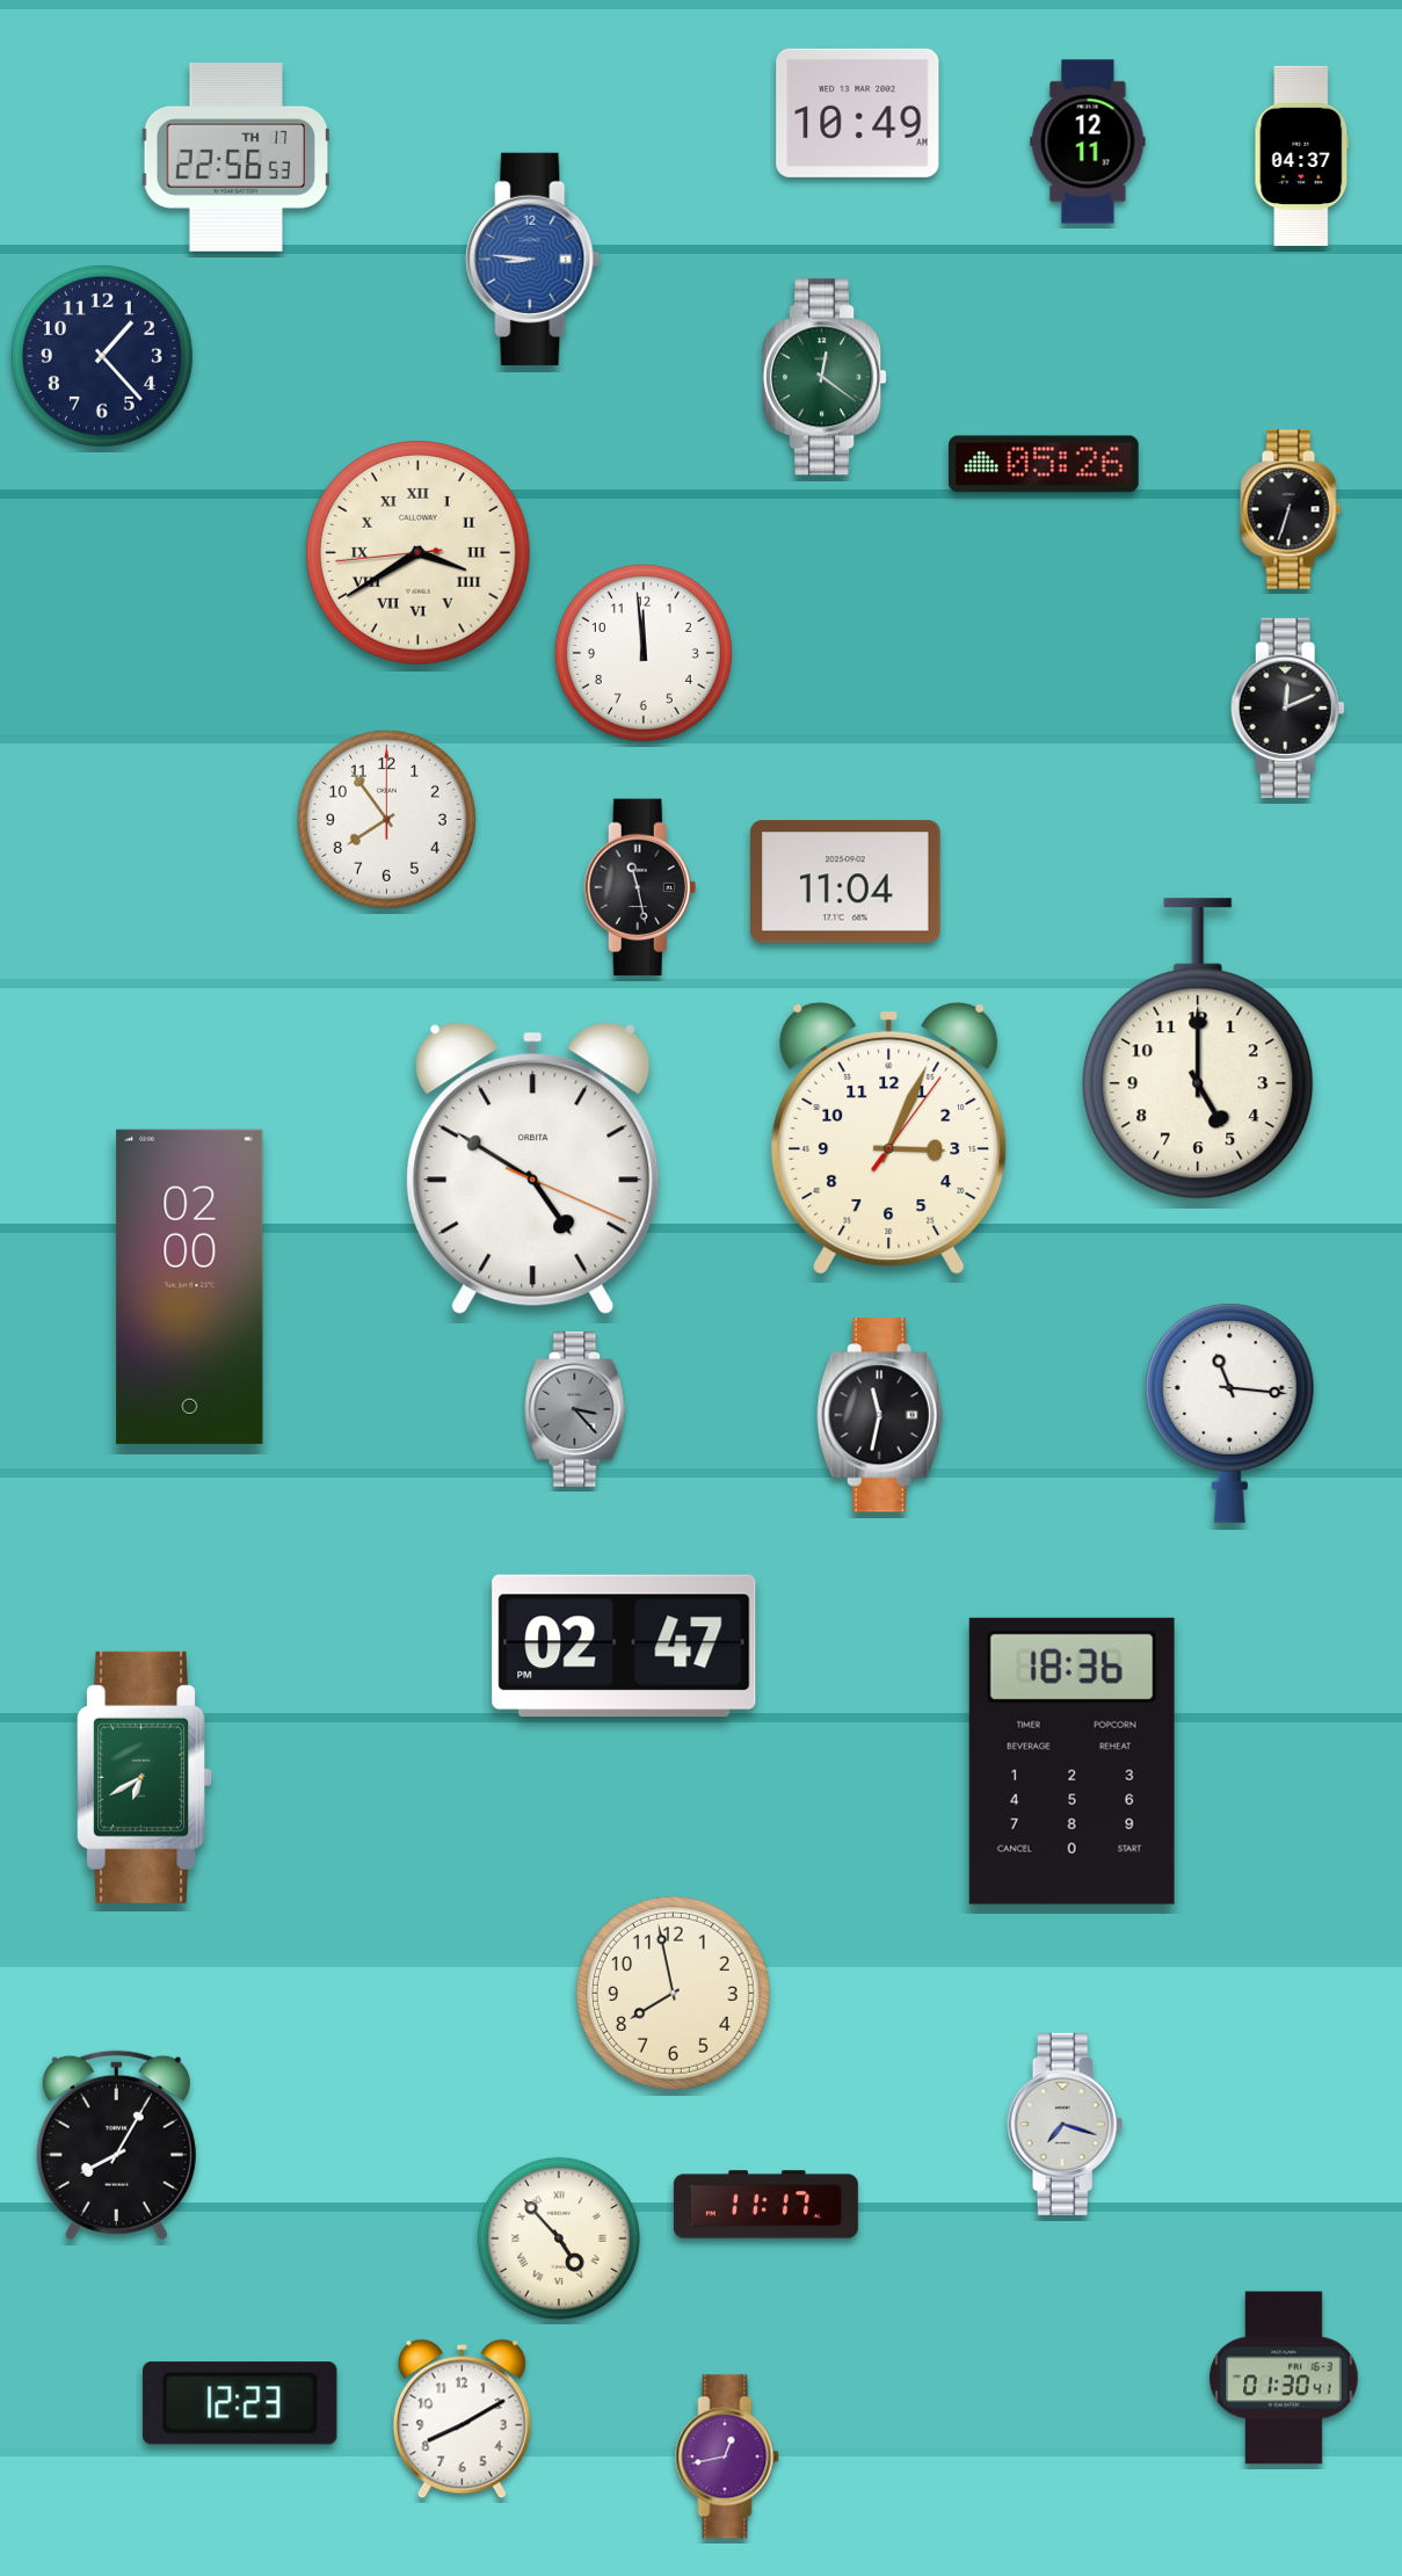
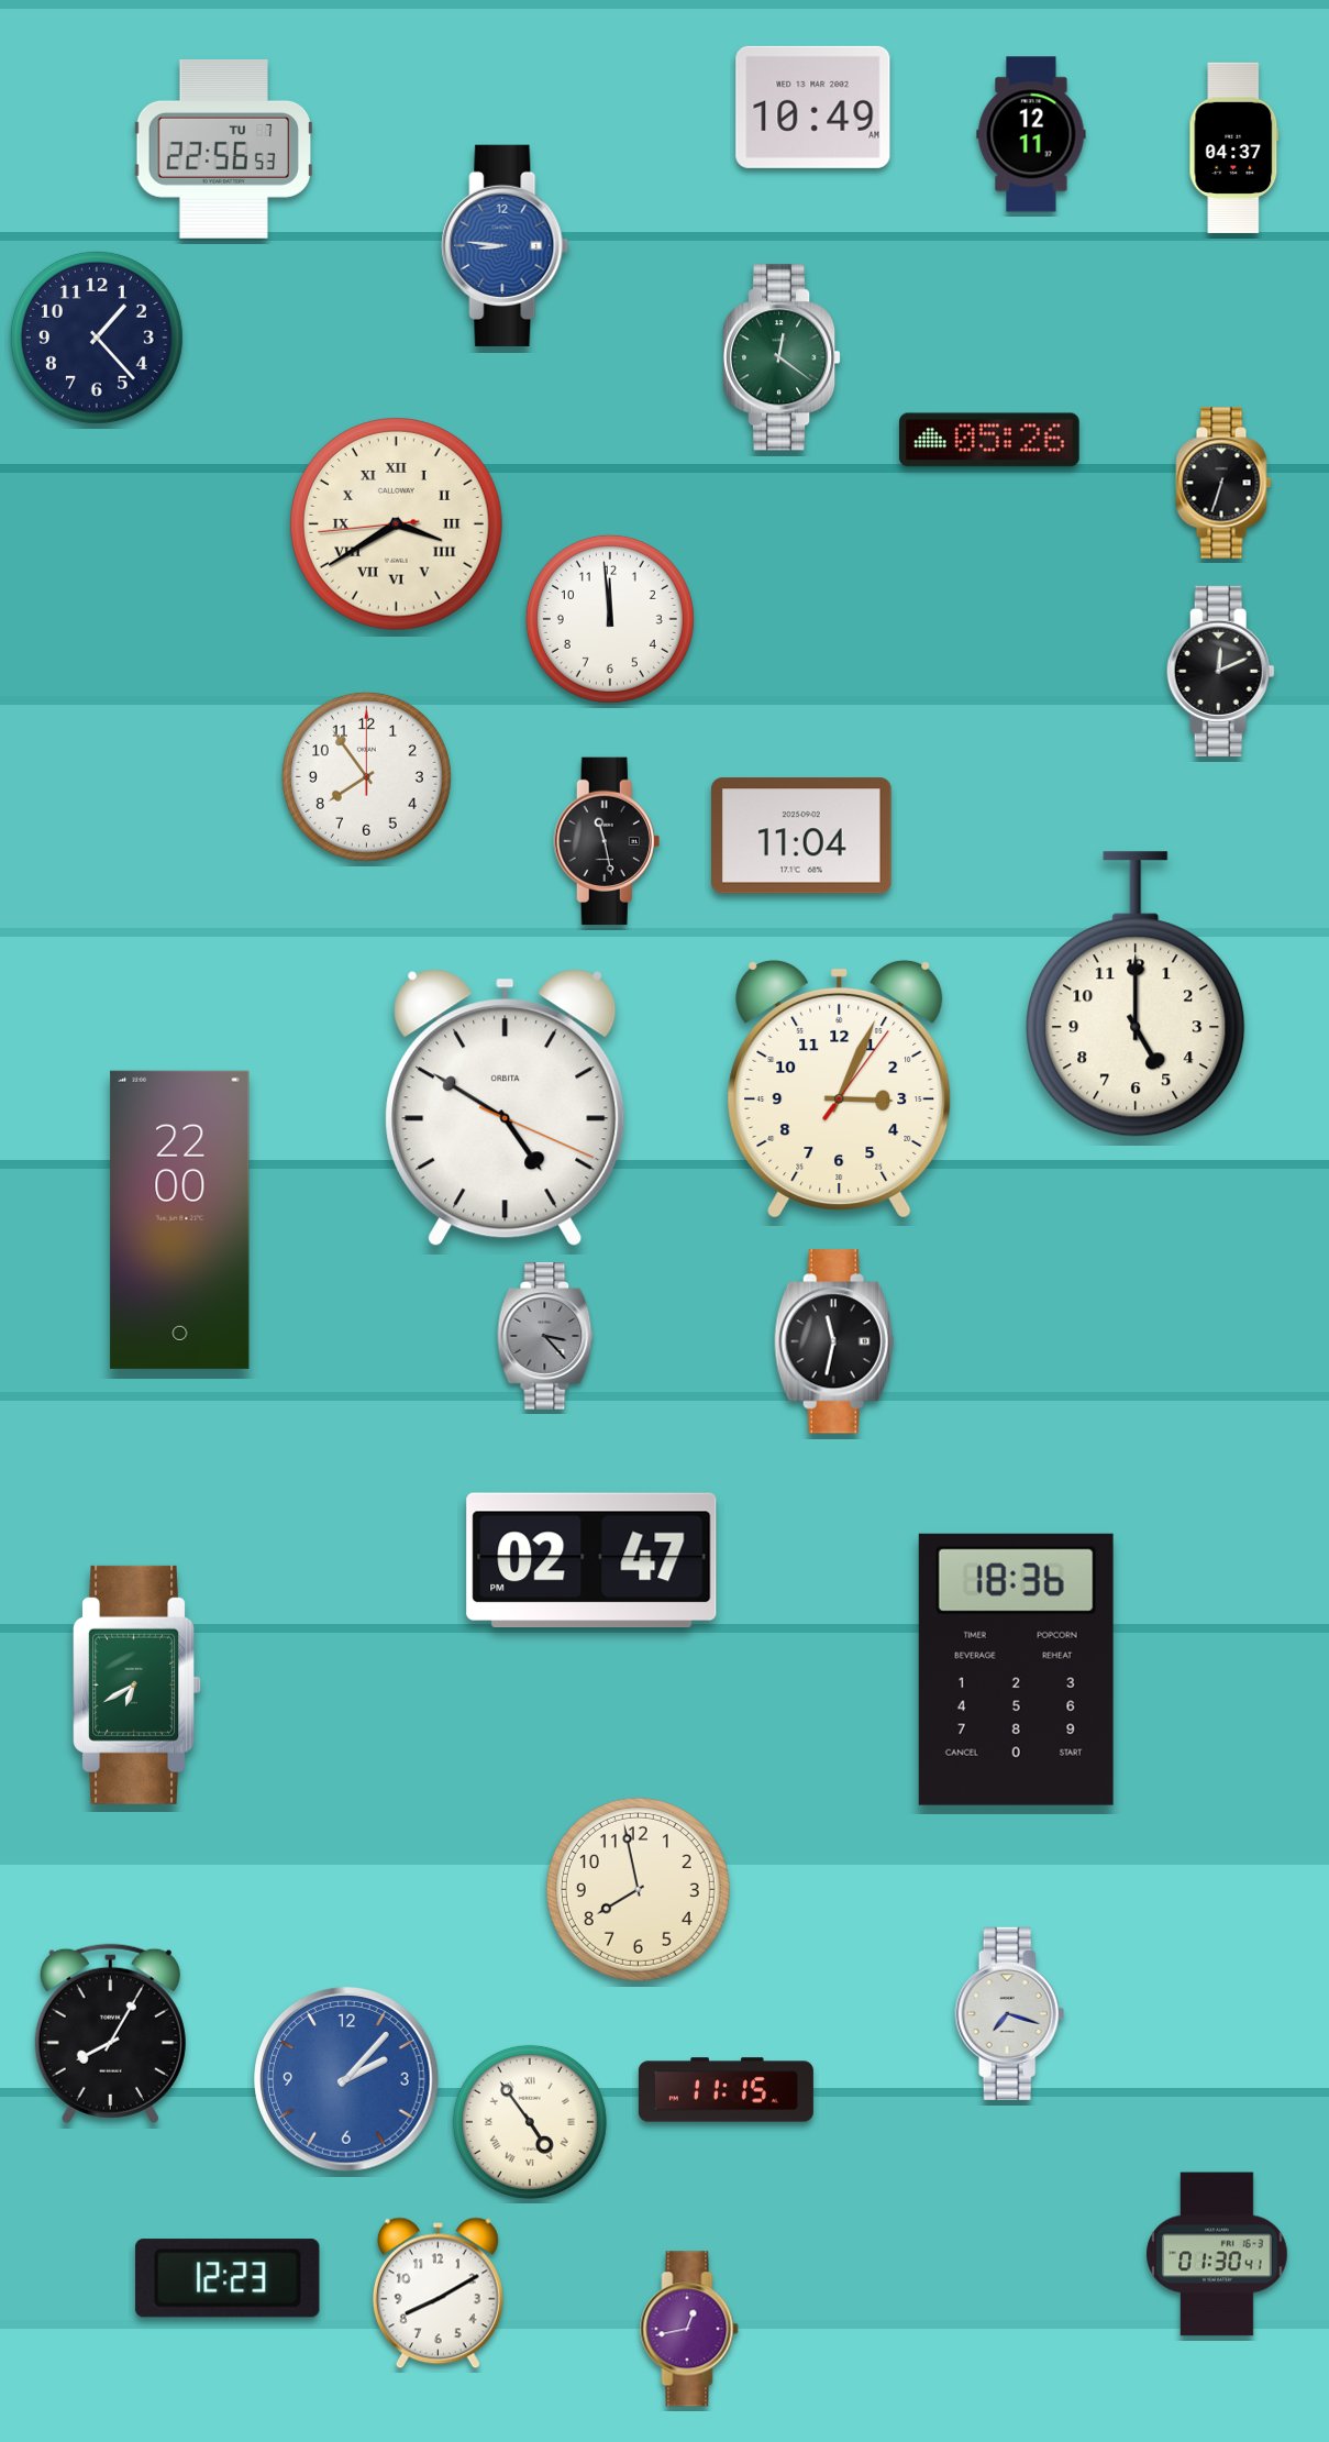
clock at (237, 158) date: TH 17 -> TU 7
clock at (889, 1138) position: (889, 1138) -> (840, 1089)
clock at (190, 1286): 02:00 -> 22:00
clock at (1229, 1413): 11:16 -> none
clock at (346, 2079): none -> 2:07
clock at (765, 2205): 11:17 -> 11:15
clock at (559, 2238): 4:53 -> 4:54
